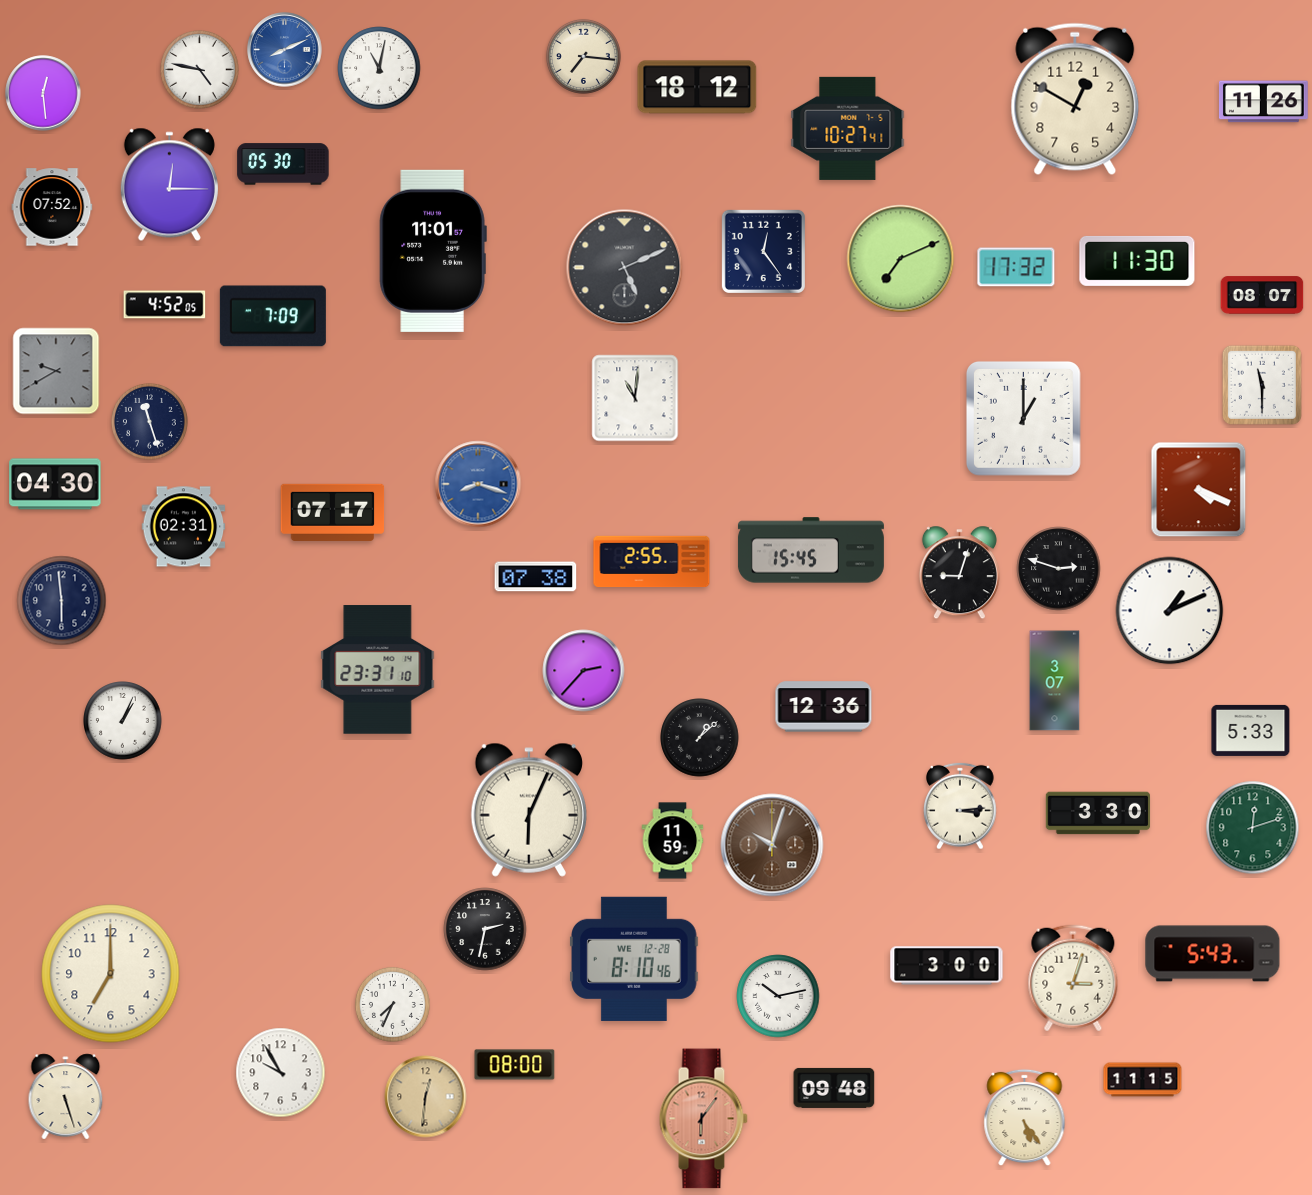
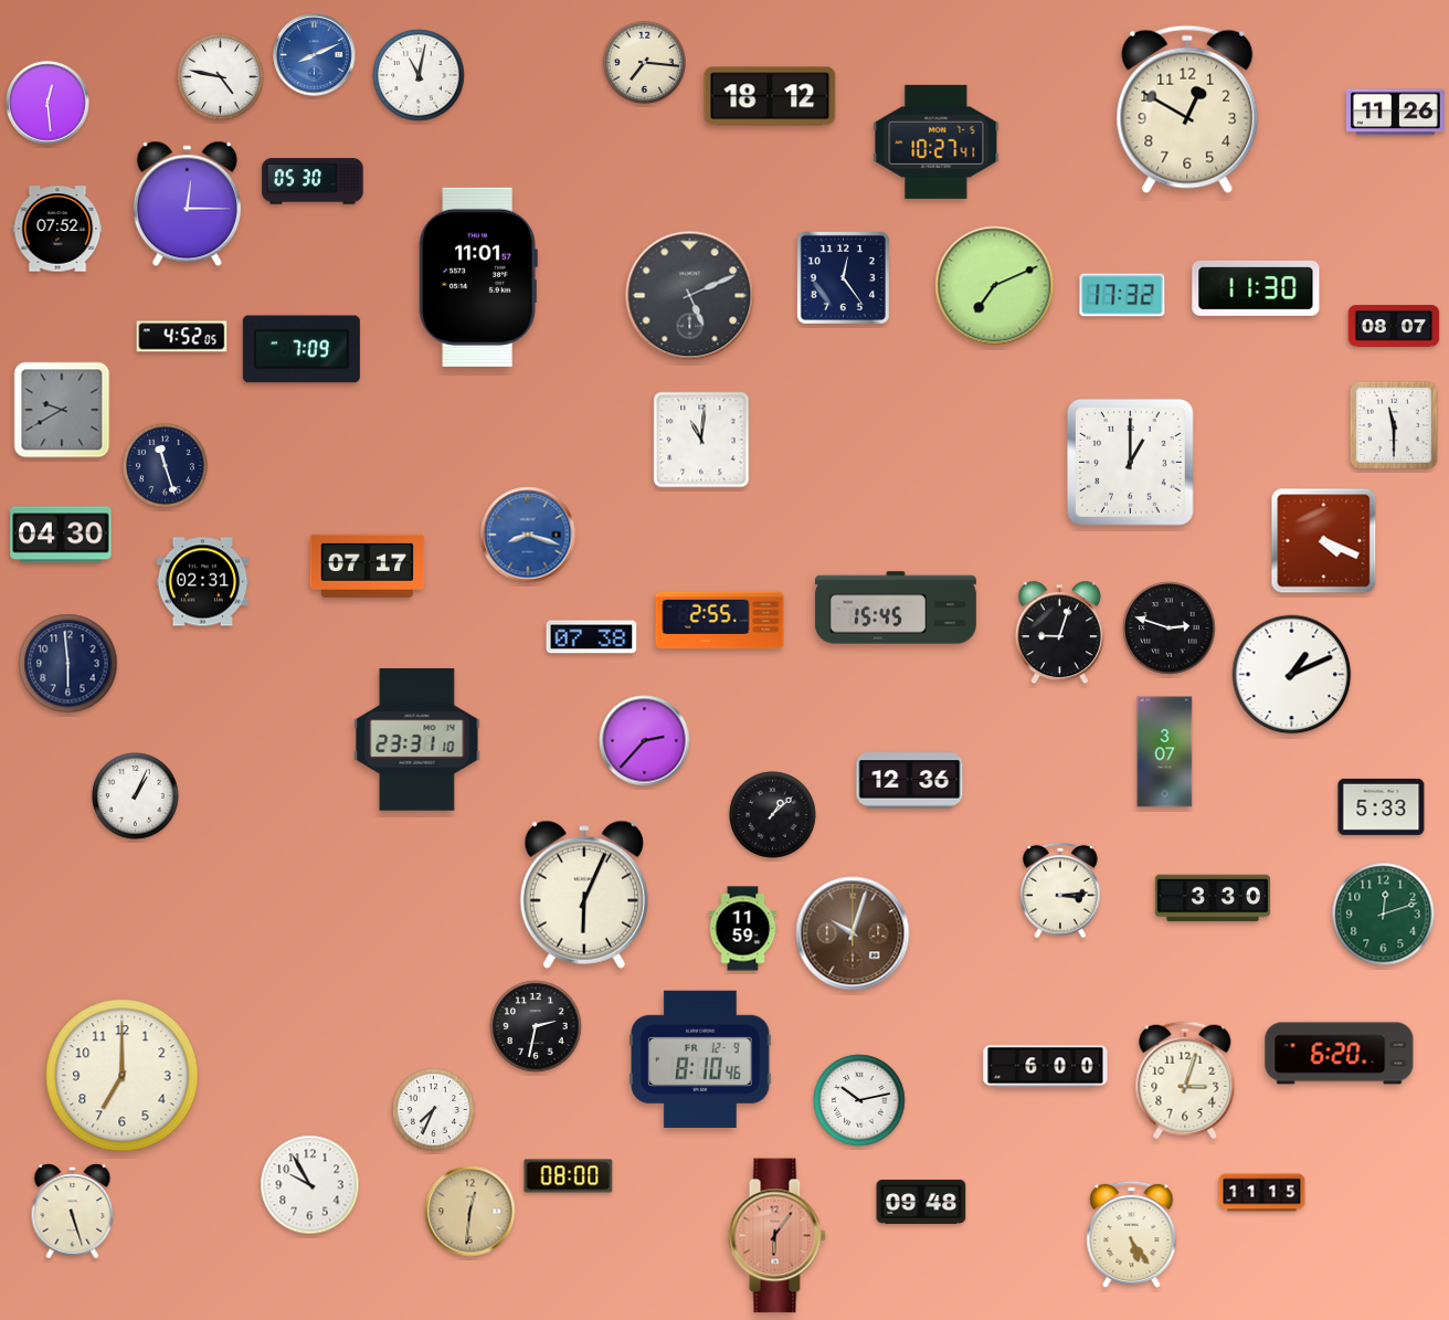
clock at (1213, 954): 5:43 -> 6:20
clock at (634, 959) date: WE 12-28 -> FR 12-9
clock at (947, 966): 3:00 -> 6:00
